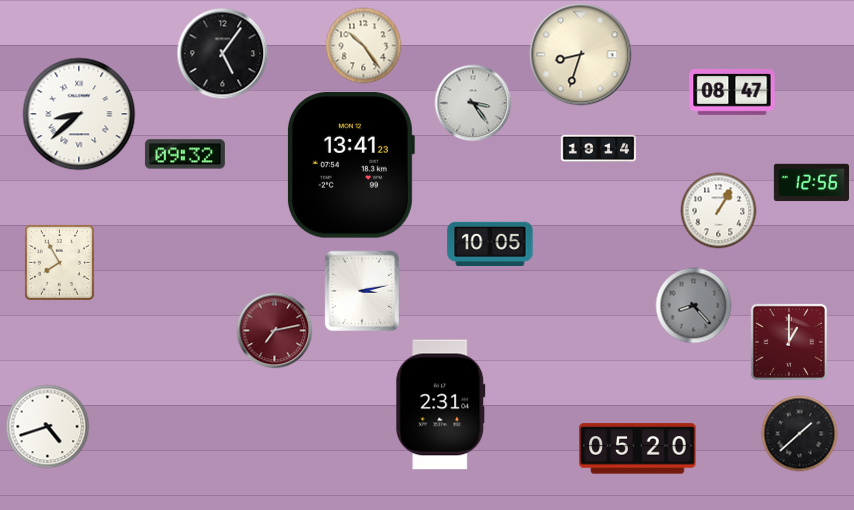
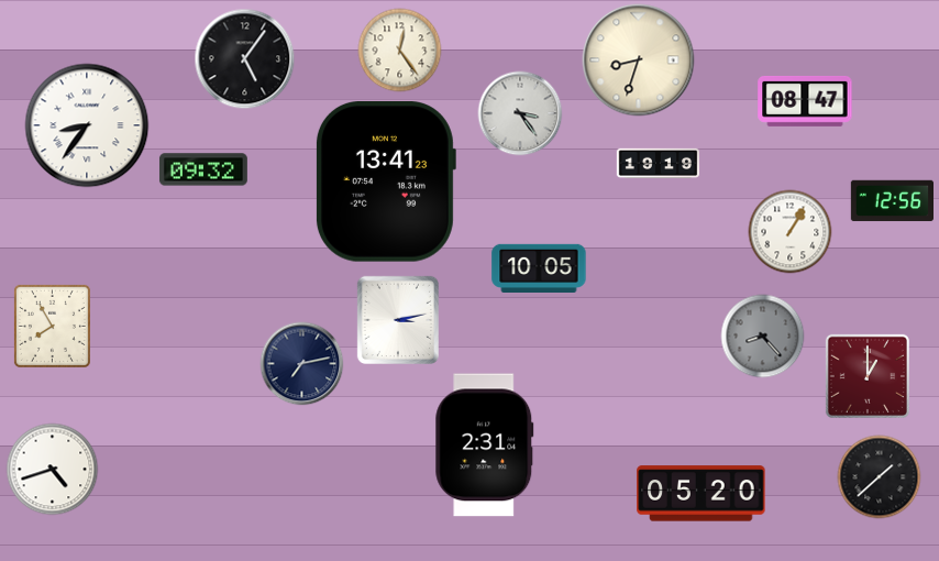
clock at (364, 46): 10:24 -> 12:24
clock at (79, 114): 8:38 -> 8:36
clock at (599, 149): 19:14 -> 19:19
clock at (59, 262) position: (59, 262) -> (52, 326)
clock at (275, 331) dial: burgundy -> navy
